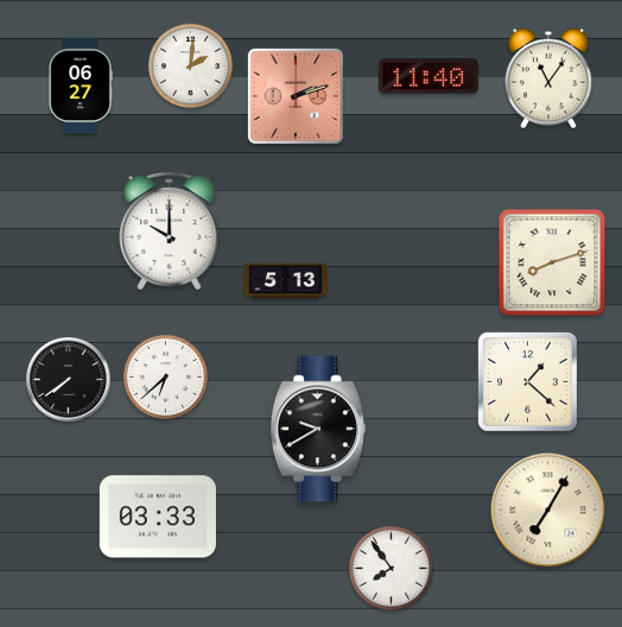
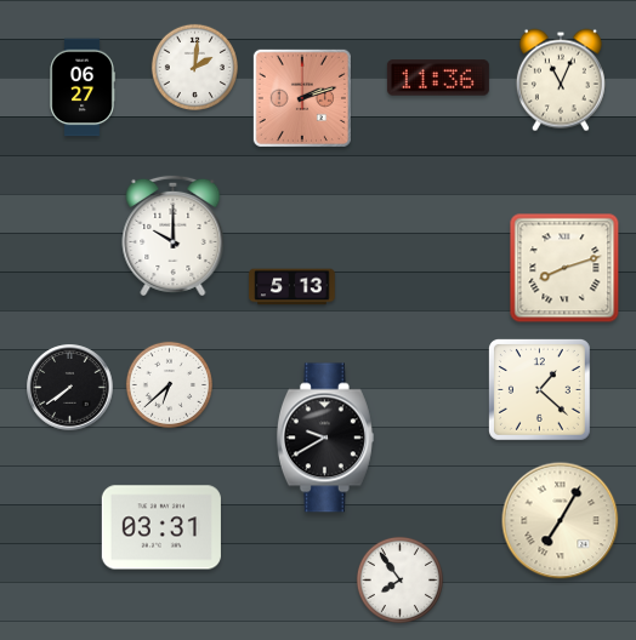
clock at (429, 76): 11:40 -> 11:36
clock at (548, 78): 11:06 -> 11:04
clock at (158, 517): 03:33 -> 03:31
